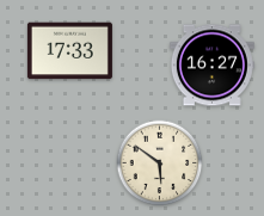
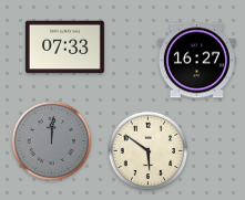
clock at (69, 51): 17:33 -> 07:33
clock at (52, 141): none -> 12:01
